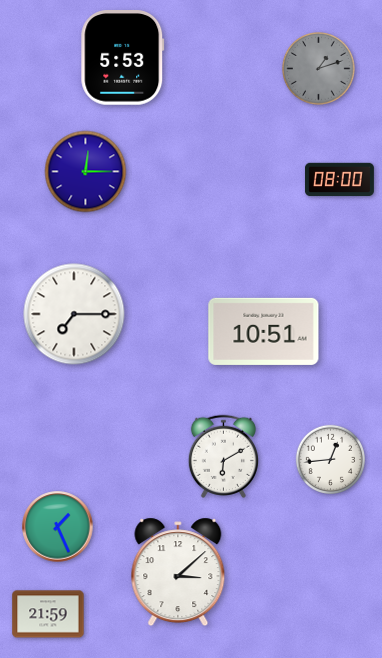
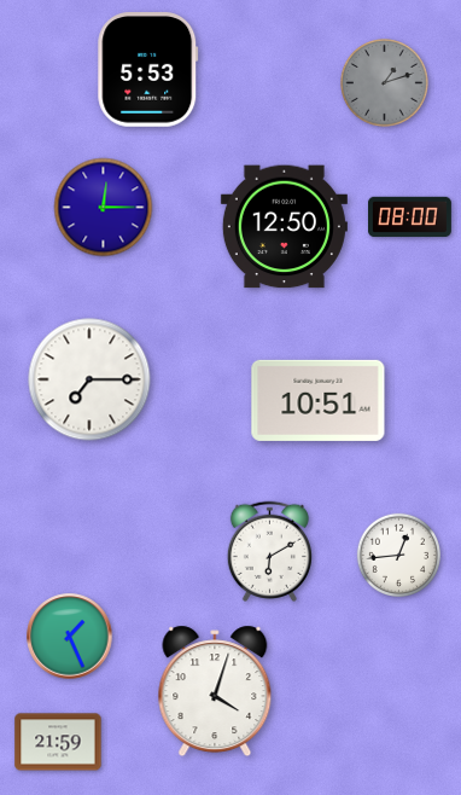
clock at (284, 227): none -> 12:50
clock at (178, 572): 3:08 -> 4:03
